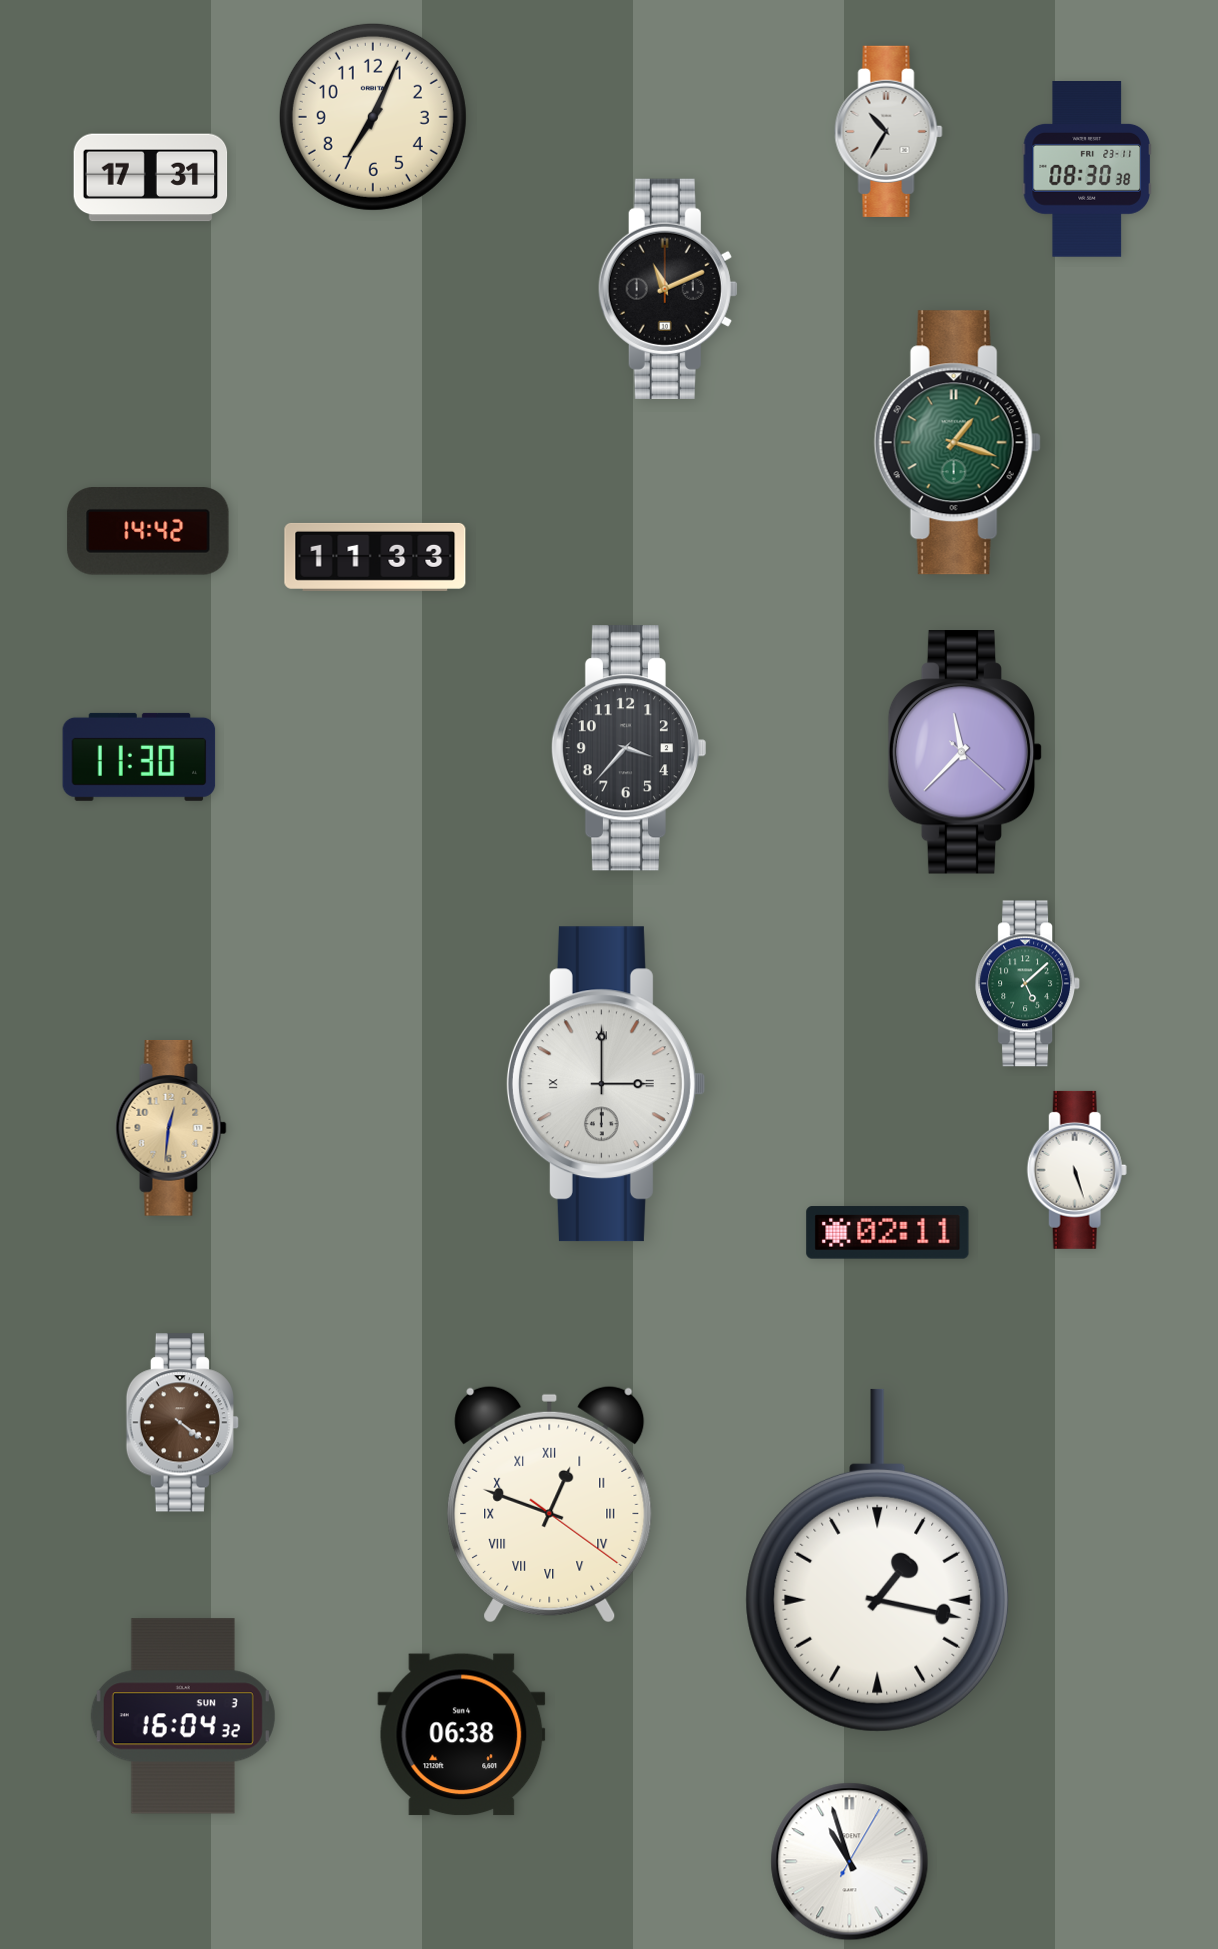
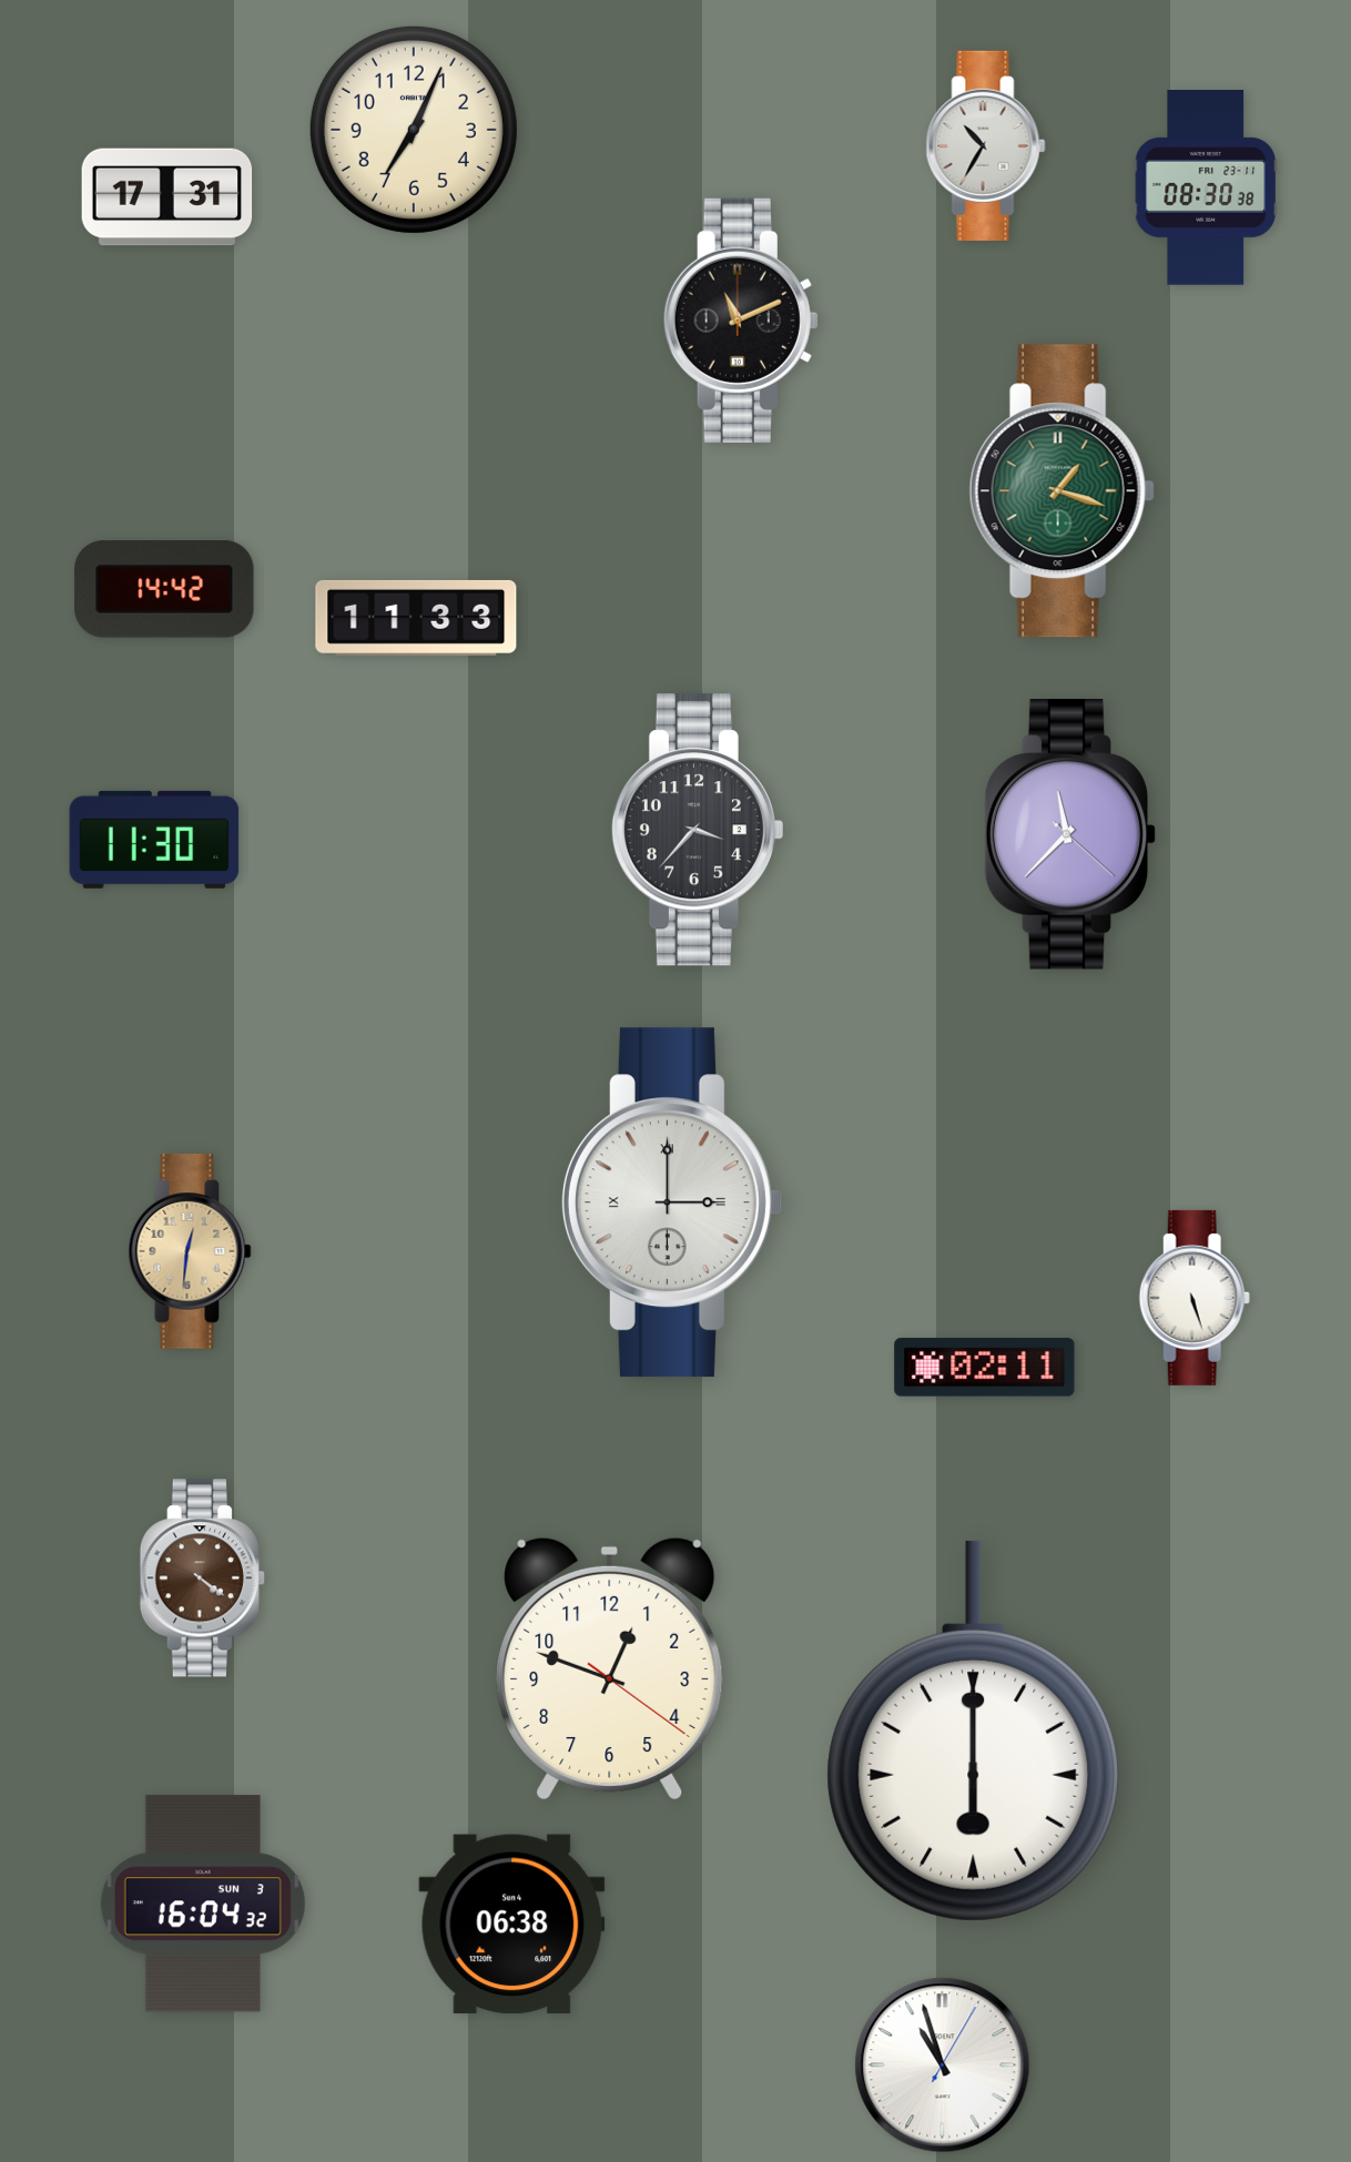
clock at (1028, 984): 5:08 -> none
clock at (550, 1503) numerals: Roman -> Arabic
clock at (878, 1560): 1:17 -> 6:00
